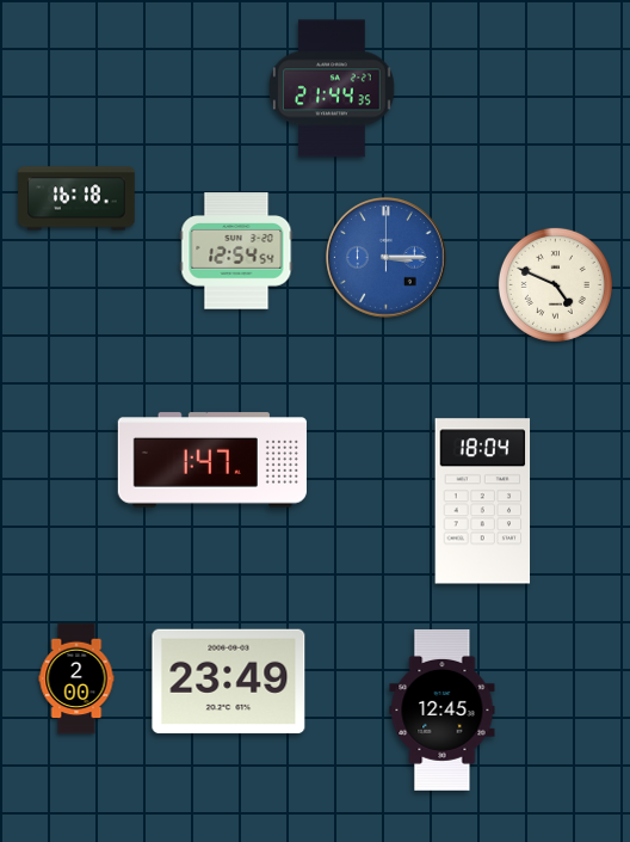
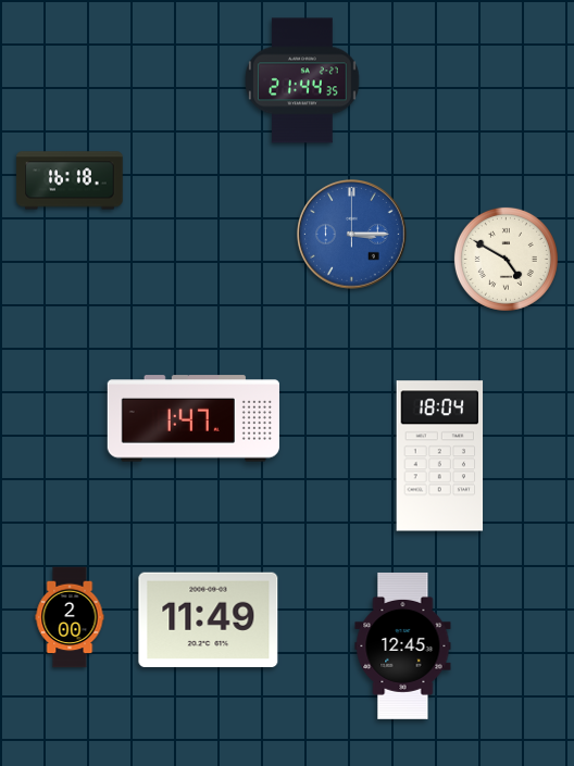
clock at (236, 251): 12:54 -> none
clock at (555, 284): 4:49 -> 4:50
clock at (229, 682): 23:49 -> 11:49
